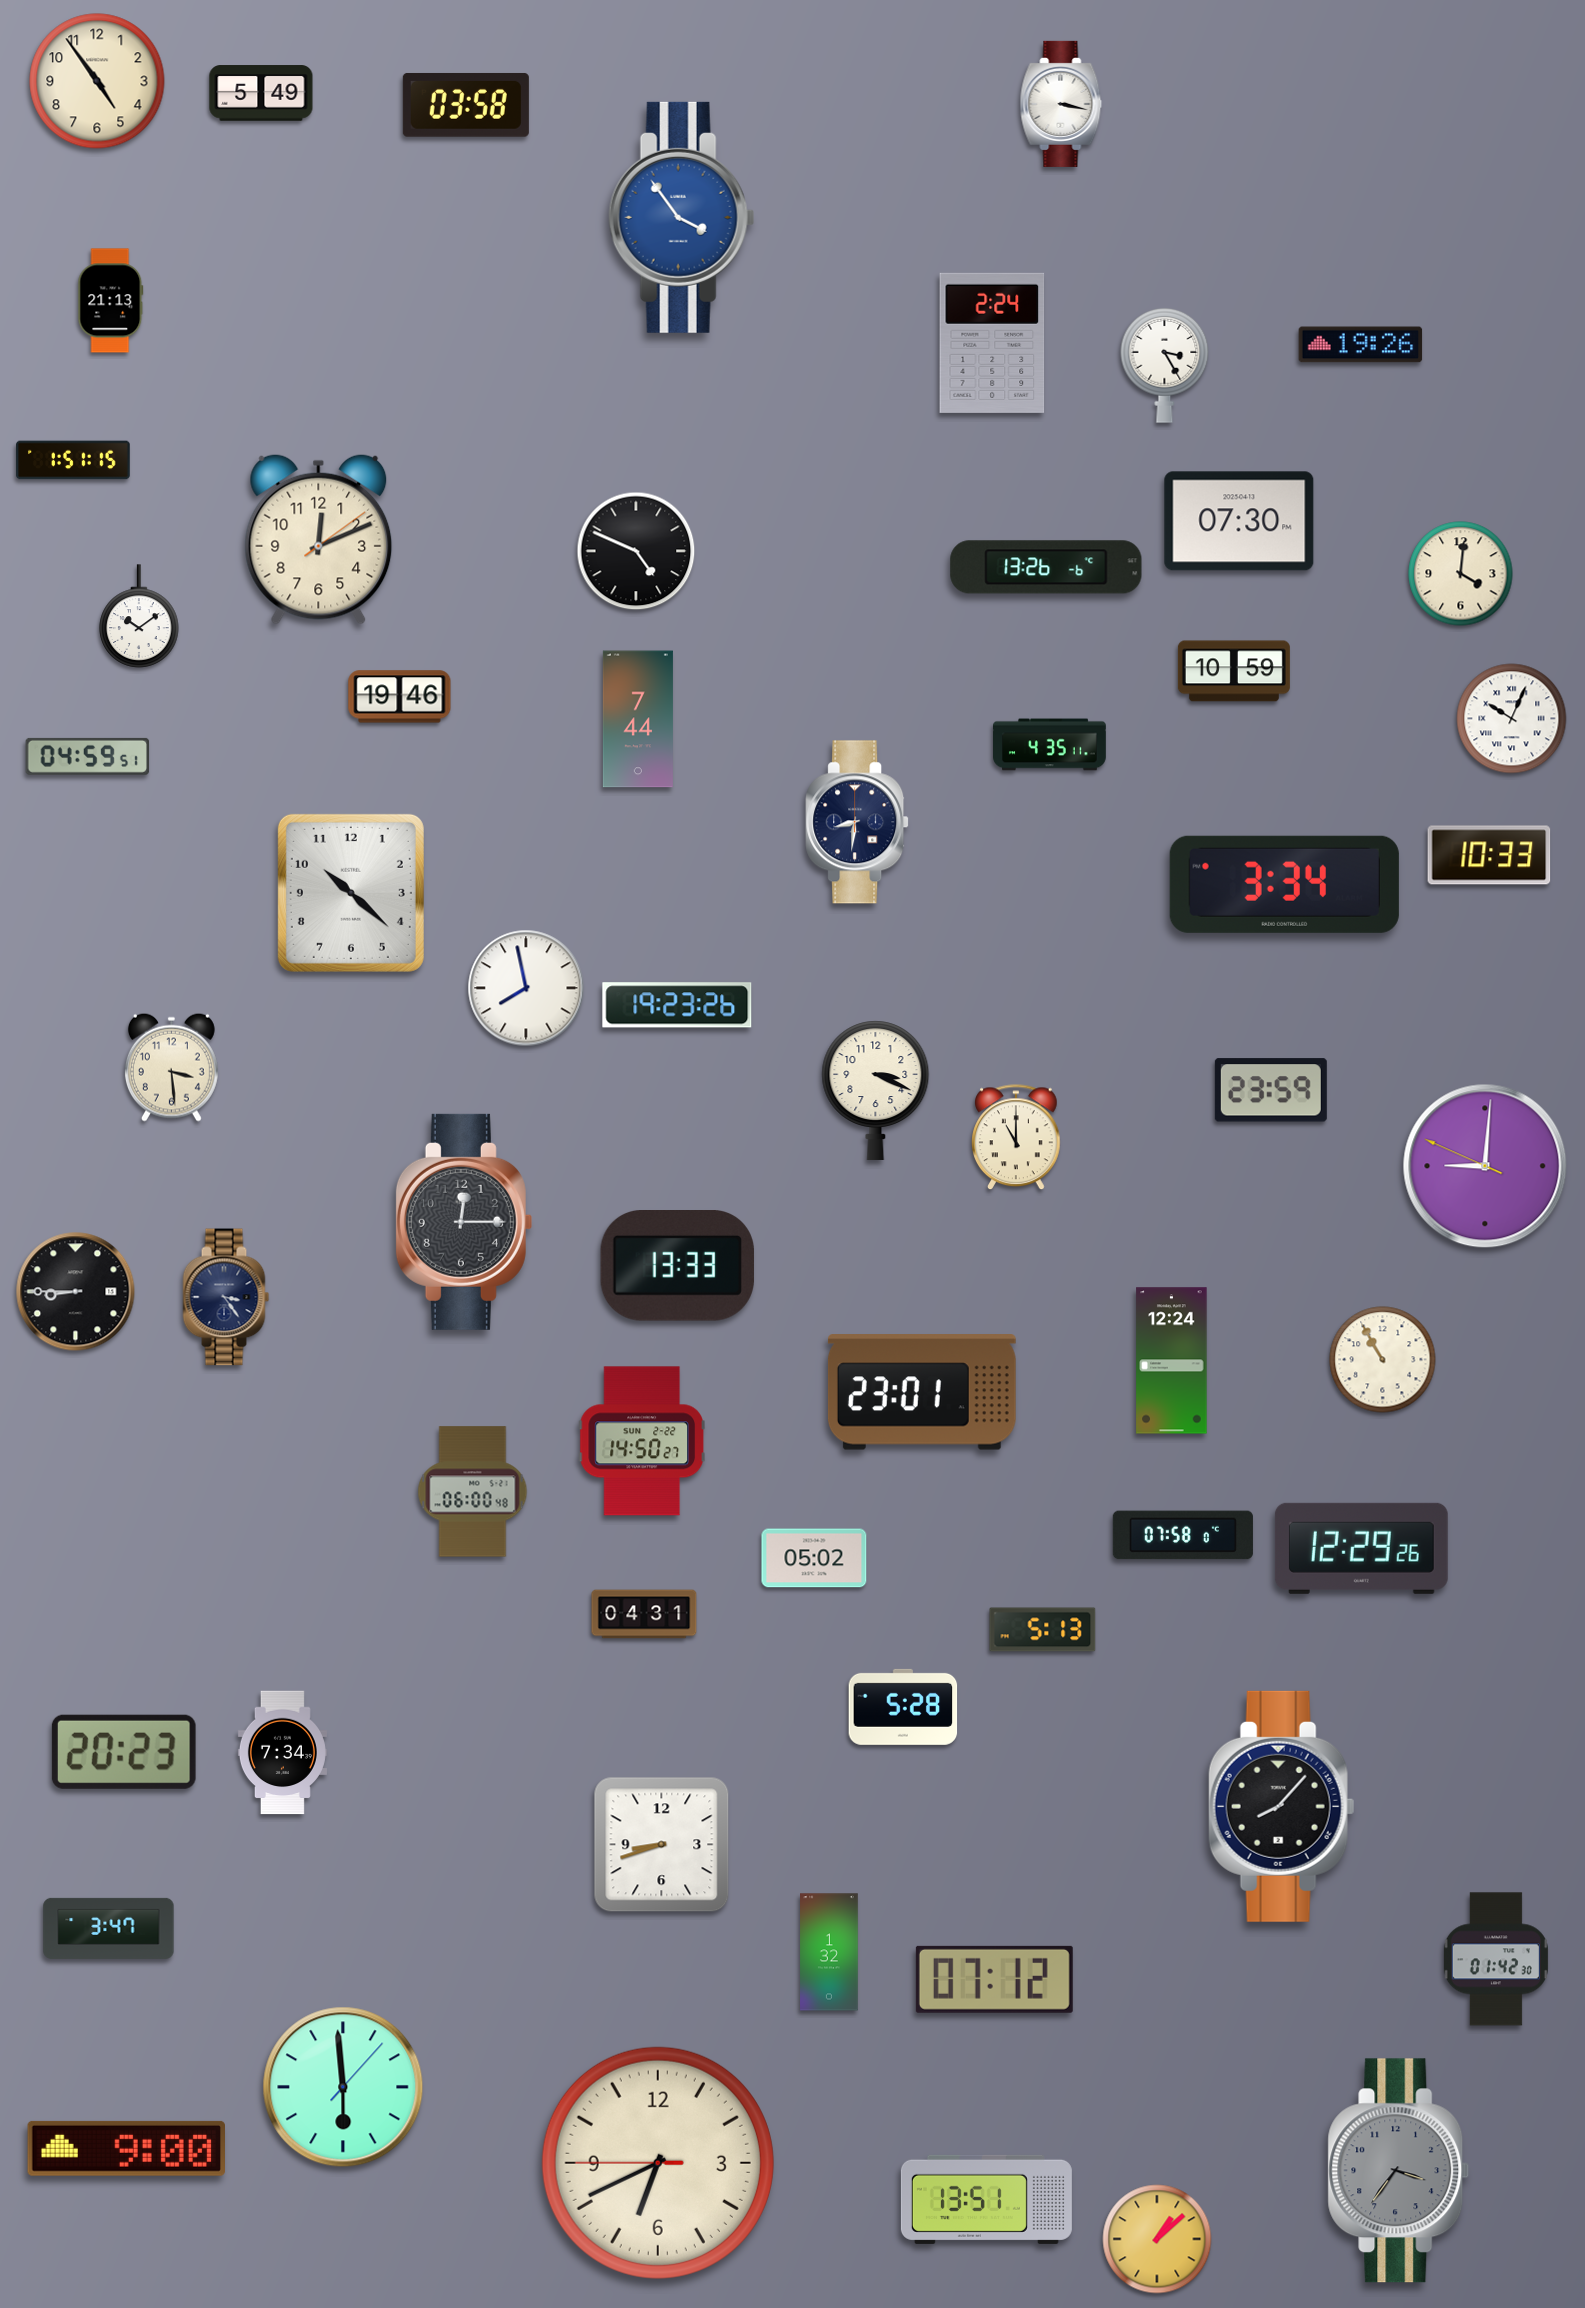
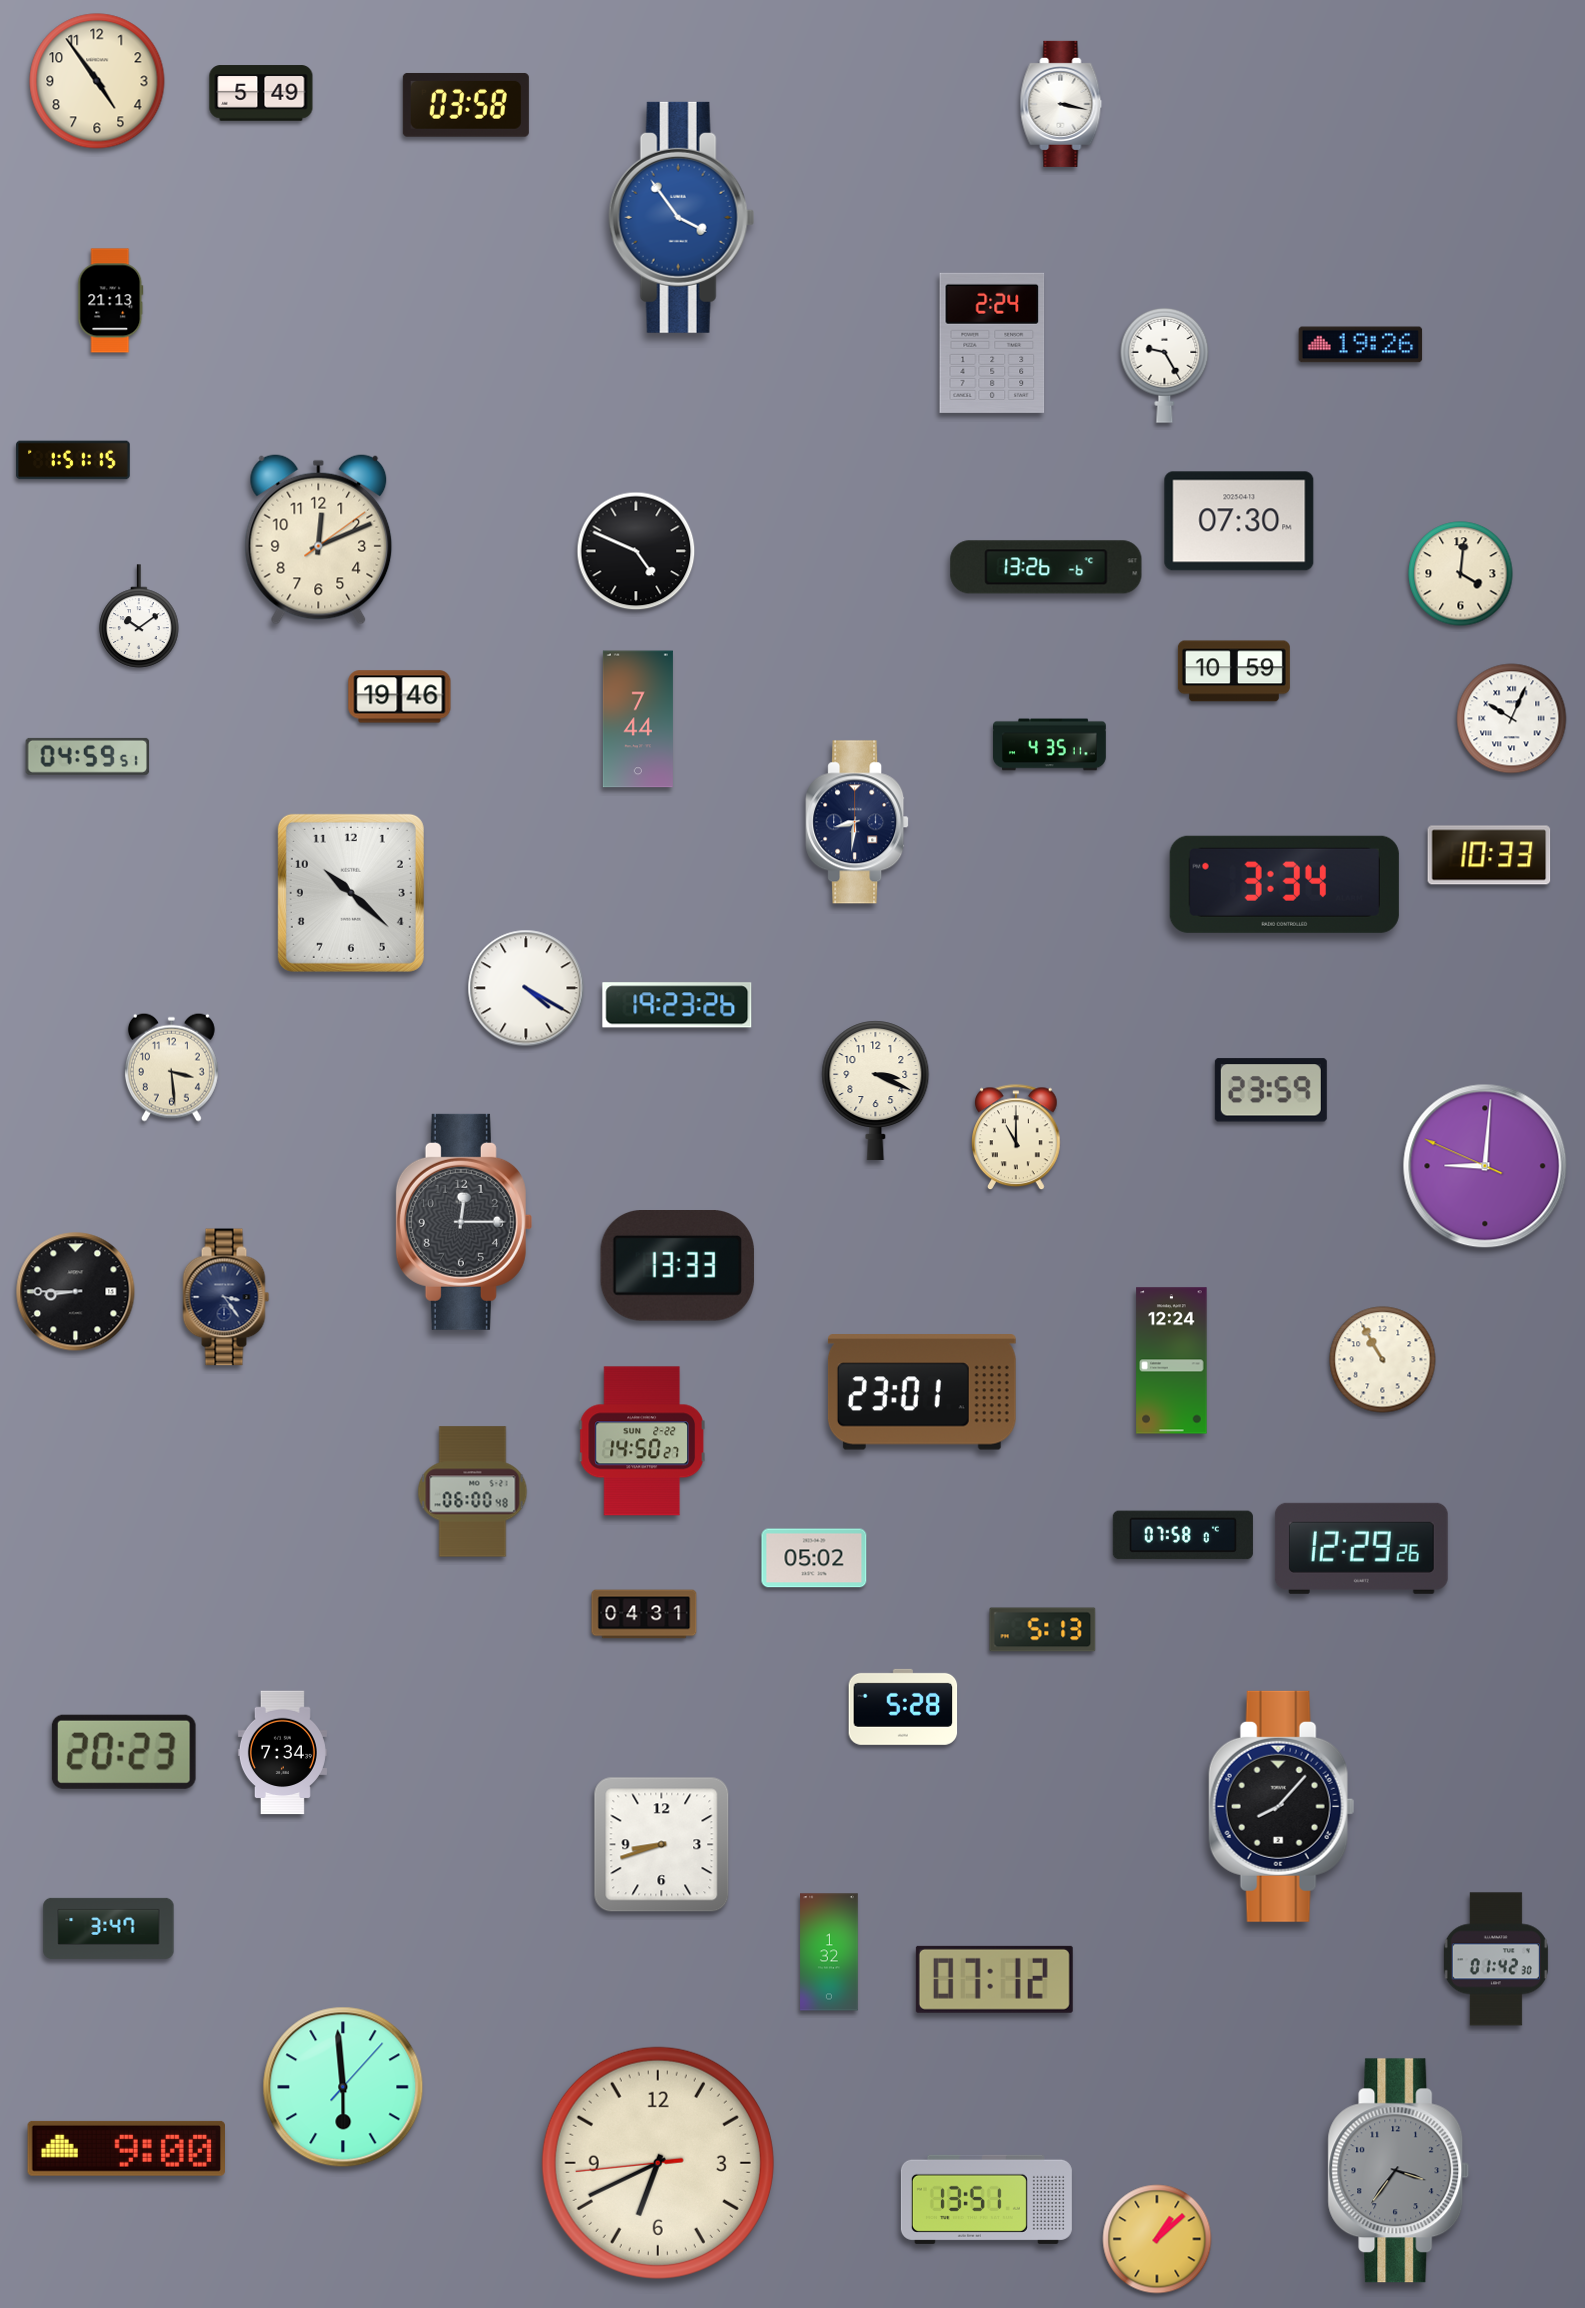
clock at (1165, 365): 3:25 -> 9:25
clock at (526, 988): 7:58 -> 4:20
clock at (658, 2163): 6:40:45 -> 6:40:44
